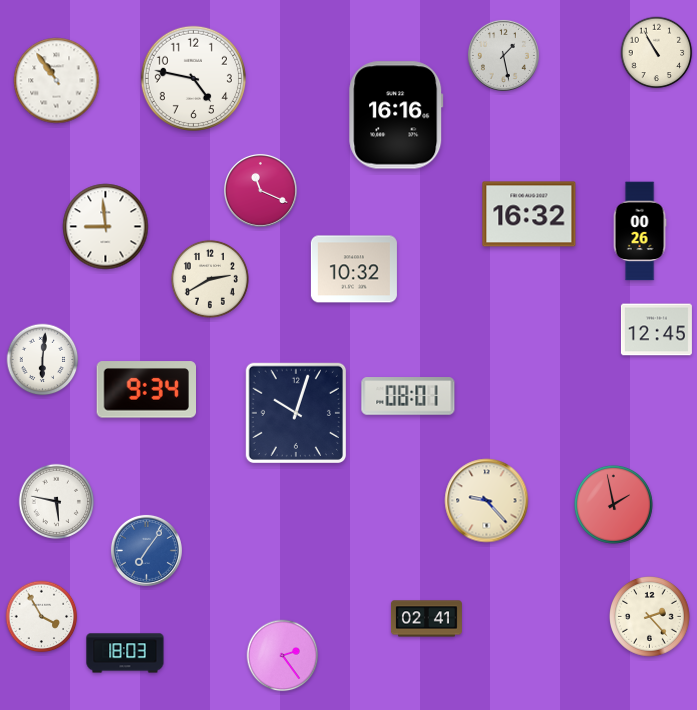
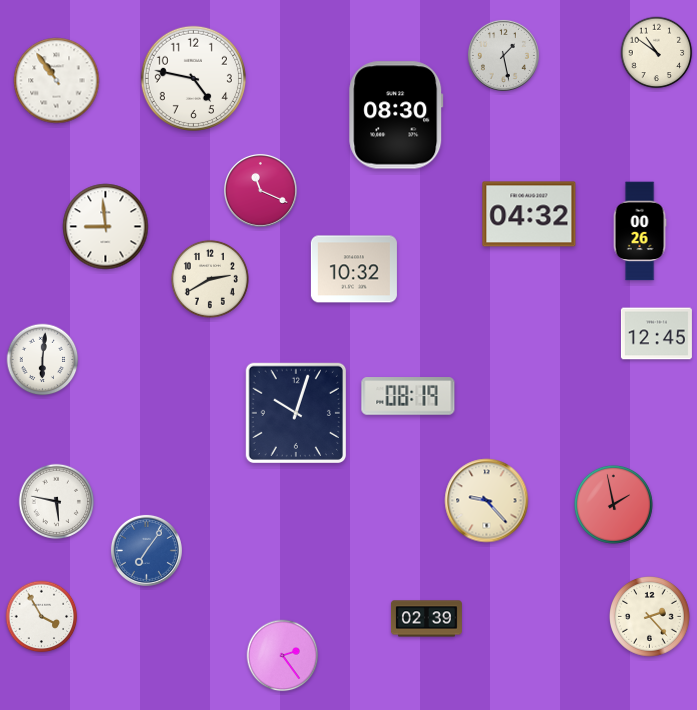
clock at (657, 53): 10:55 -> 10:51
clock at (396, 115): 16:16 -> 08:30
clock at (529, 214): 16:32 -> 04:32
clock at (656, 330) position: (656, 330) -> (656, 334)
clock at (146, 390): 9:34 -> none
clock at (408, 396): 08:01 -> 08:19
clock at (426, 619): 02:41 -> 02:39
clock at (125, 653): 18:03 -> none
